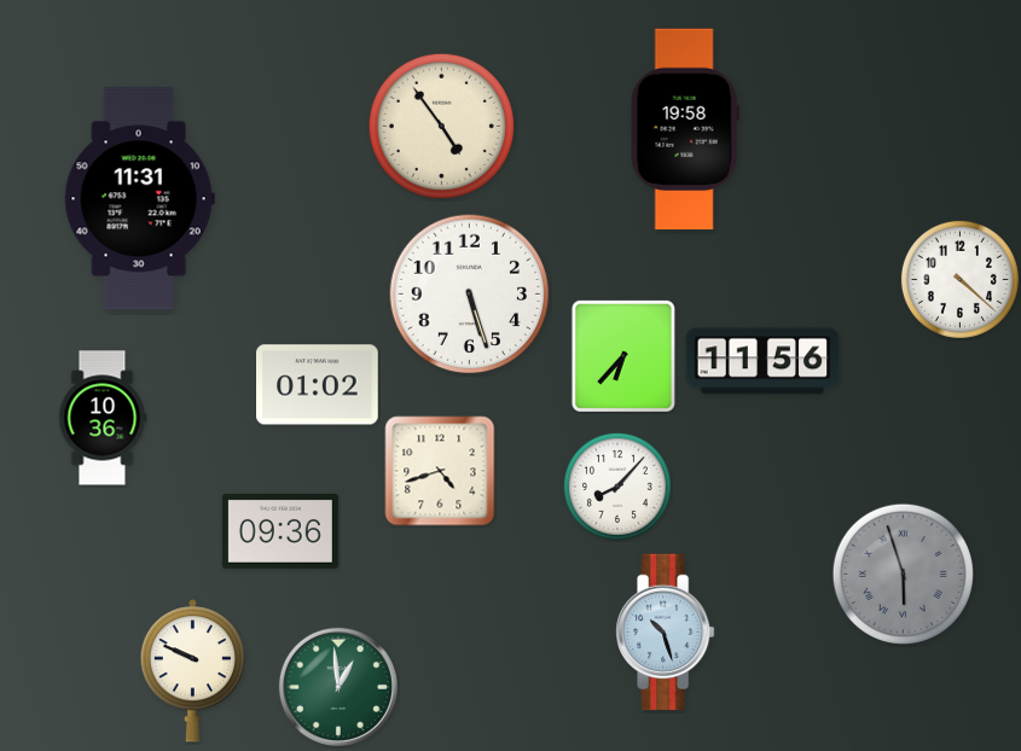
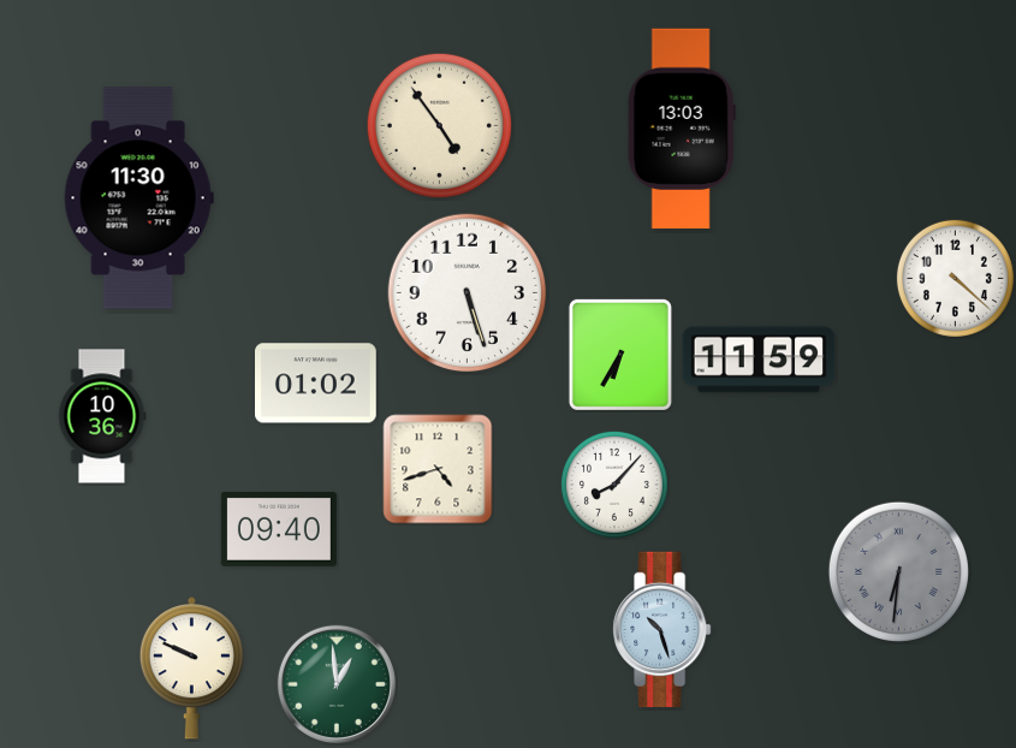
clock at (685, 129): 19:58 -> 13:03
clock at (139, 199): 11:31 -> 11:30
clock at (623, 356): 6:37 -> 6:35
clock at (762, 361): 11:56 -> 11:59
clock at (280, 532): 09:36 -> 09:40
clock at (903, 574): 5:57 -> 6:31
